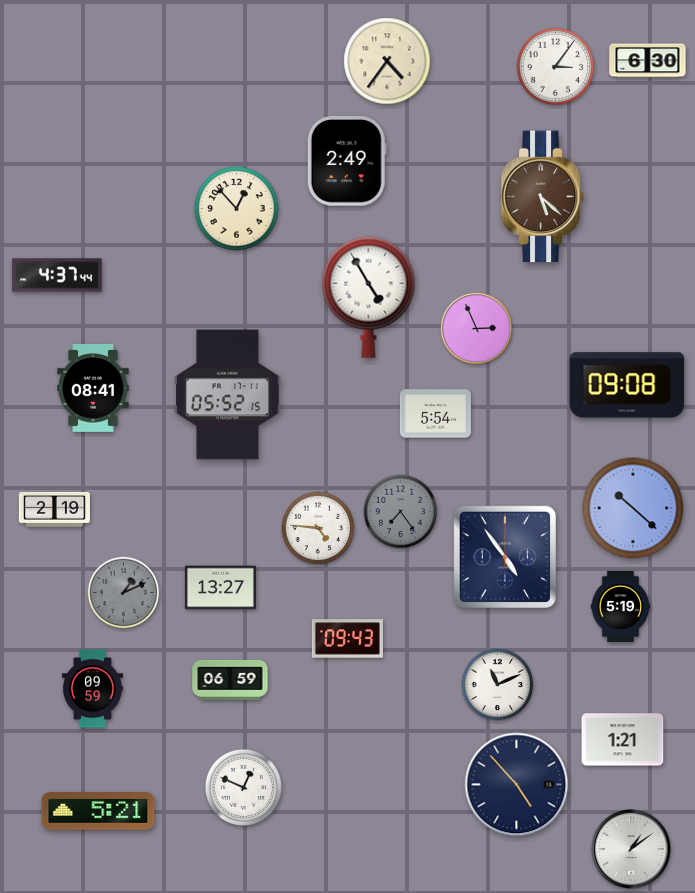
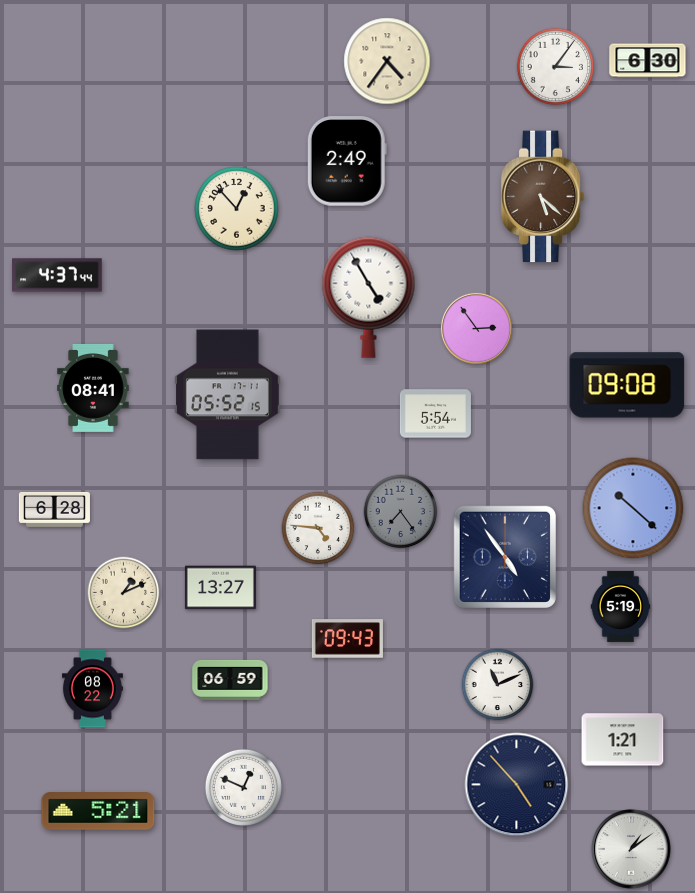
clock at (476, 328): 2:56 -> 2:54
clock at (54, 509): 2:19 -> 6:28
clock at (124, 593) dial: grey -> cream
clock at (92, 689): 09:59 -> 08:22
